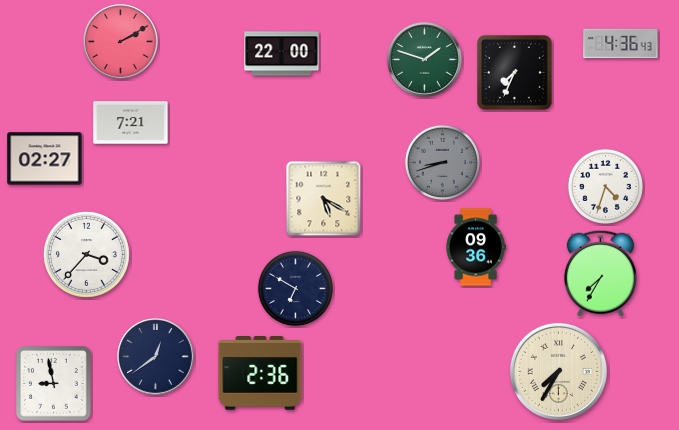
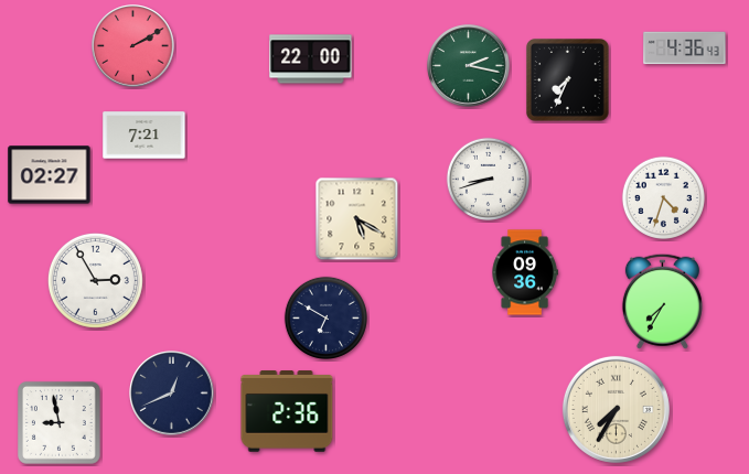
clock at (425, 60): 1:48 -> 2:17
clock at (442, 162) dial: grey -> white
clock at (605, 186) position: (605, 186) -> (663, 197)
clock at (86, 254): 3:37 -> 2:55
clock at (156, 357): 12:39 -> 12:41
